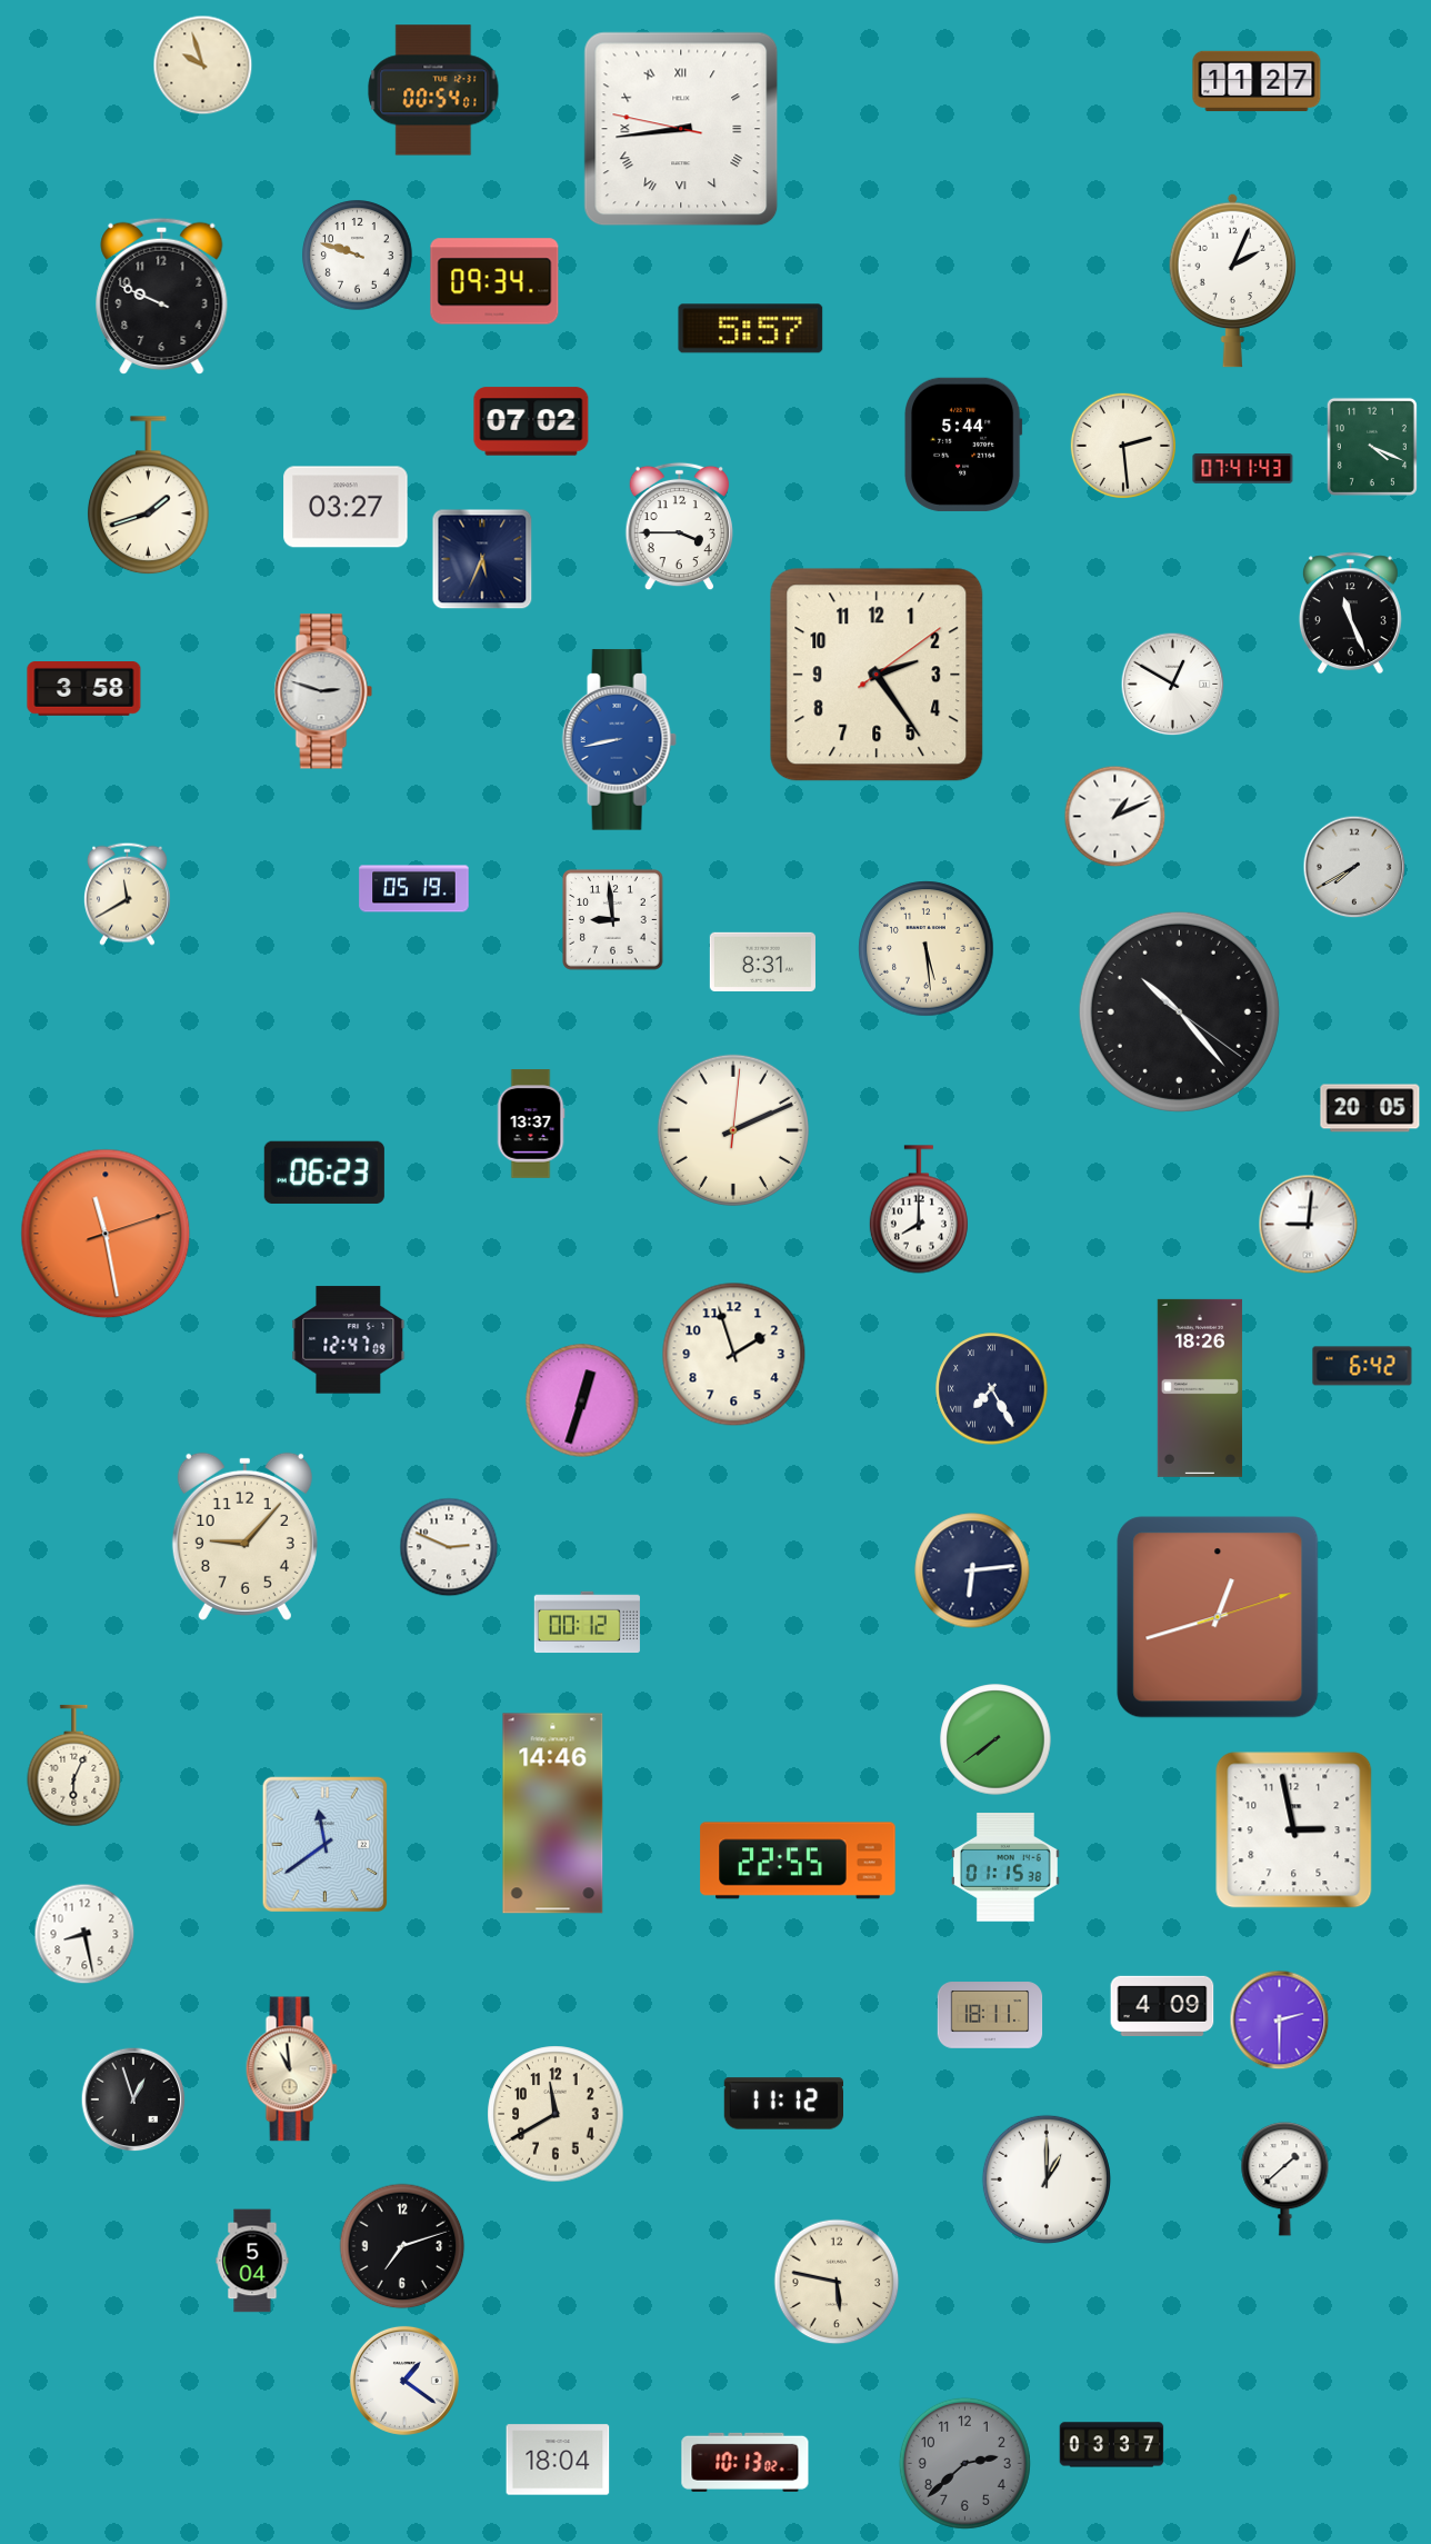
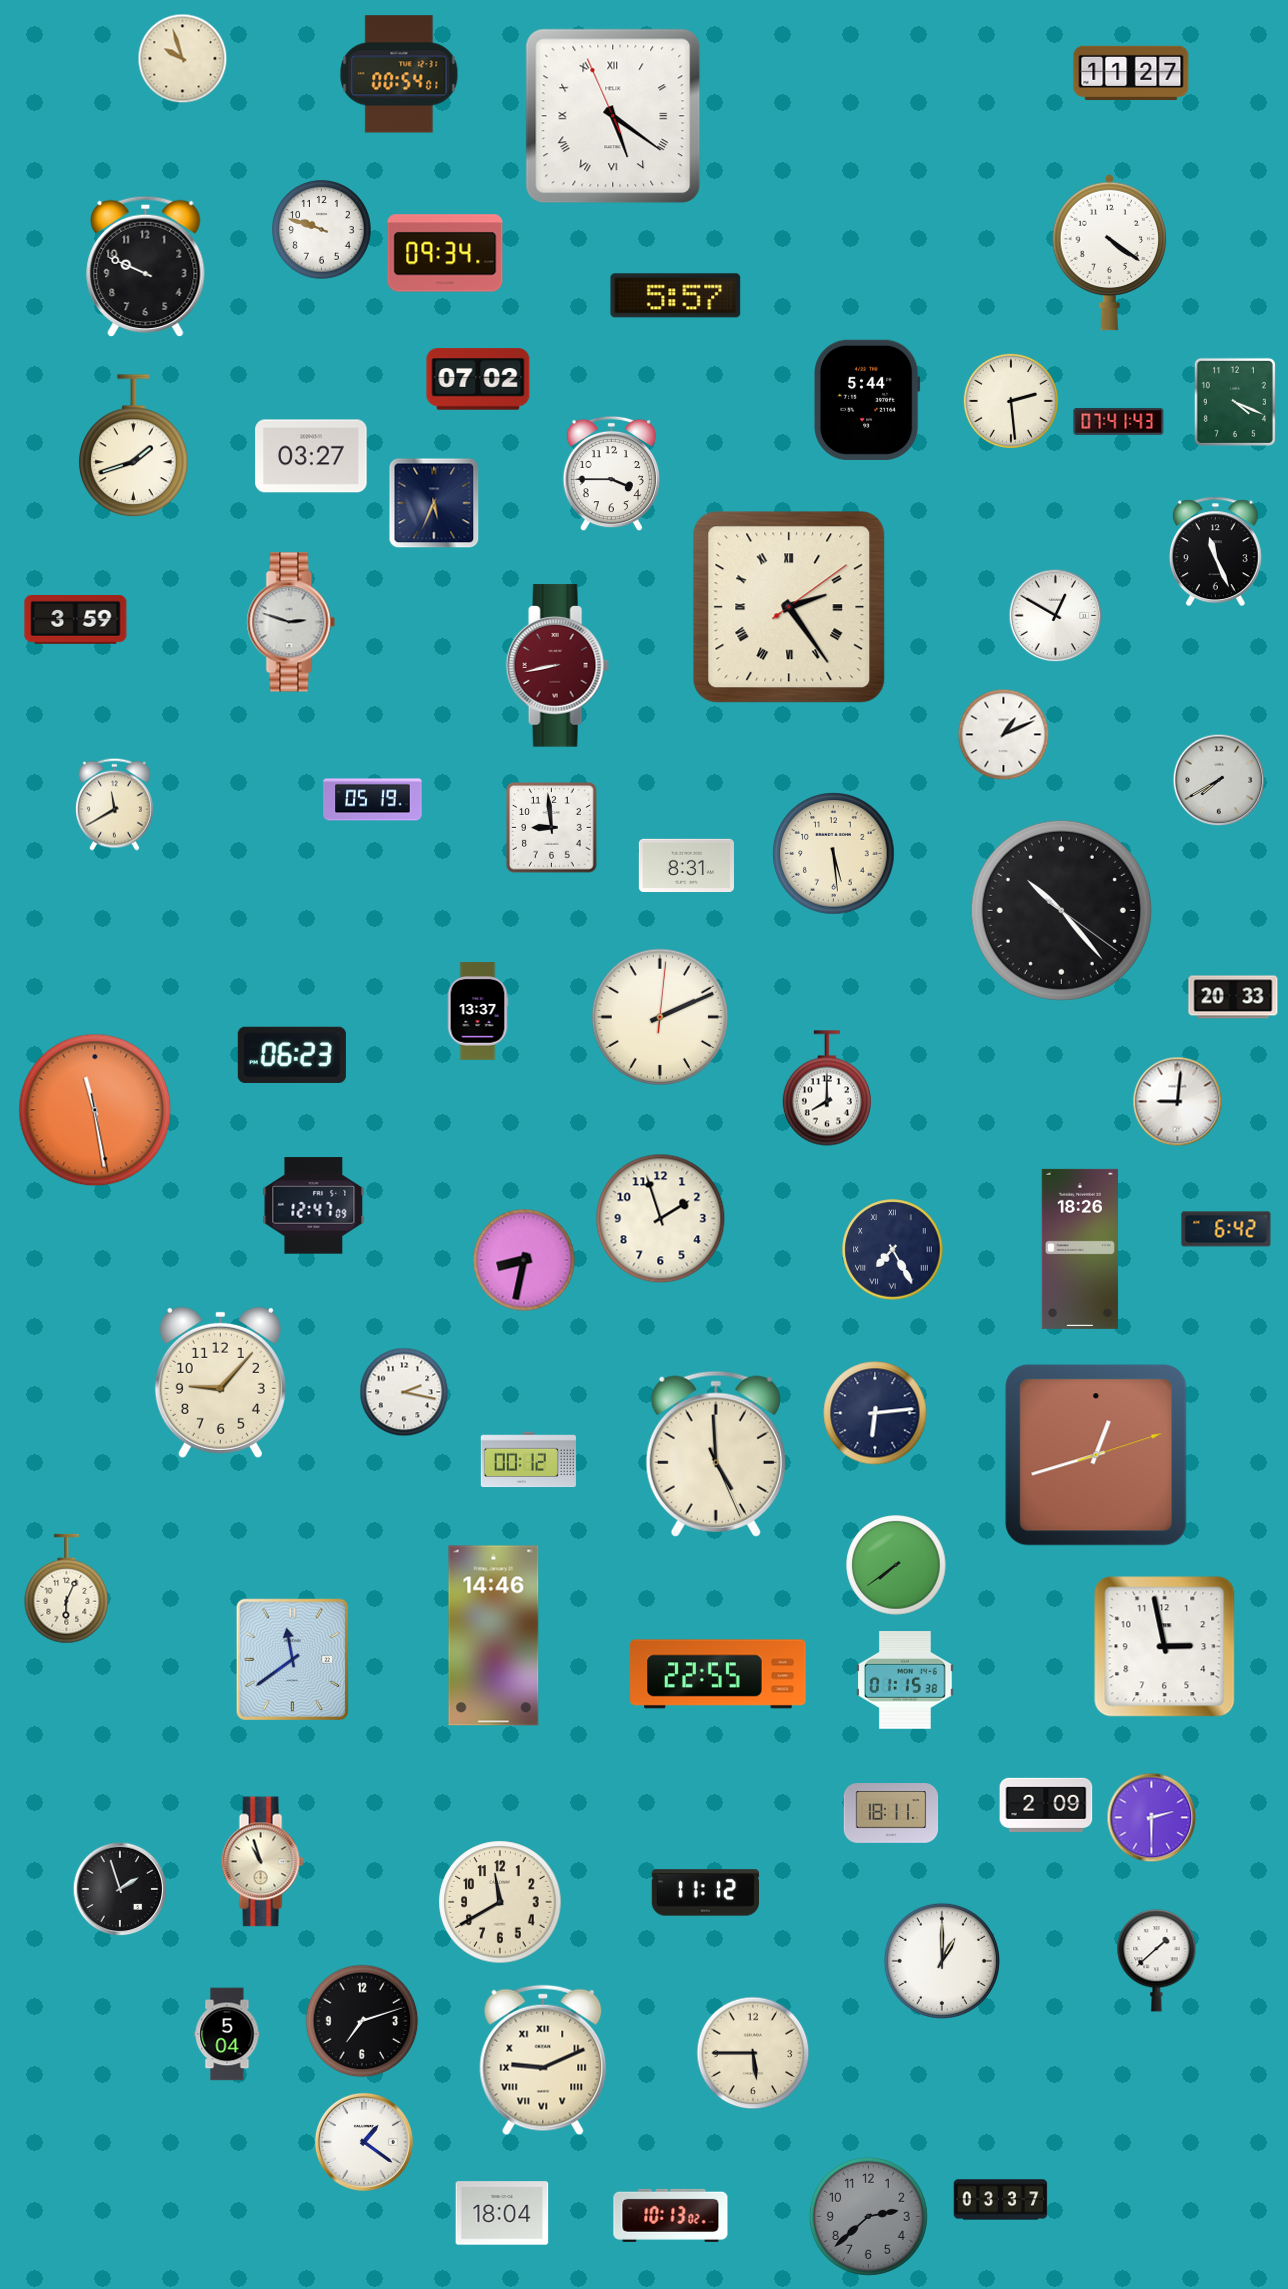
clock at (433, 90) position: (433, 90) -> (399, 74)
clock at (681, 129): 8:43 -> 5:20
clock at (1233, 280): 2:04 -> 4:21
clock at (877, 675) numerals: Arabic -> Roman
clock at (84, 689): 3:58 -> 3:59
clock at (619, 740) dial: blue -> burgundy
clock at (1370, 1108): 20:05 -> 20:33
clock at (106, 1234): 11:28:12 -> 11:28:28
clock at (582, 1400): 12:33 -> 8:32
clock at (449, 1547): 2:49 -> 2:17
clock at (716, 1454): none -> 4:59
clock at (553, 1814) position: (553, 1814) -> (494, 1636)
clock at (84, 1934): 8:28 -> none
clock at (1162, 2005): 4:09 -> 2:09
clock at (291, 2069): 10:59 -> 10:57
clock at (133, 2099): 12:57 -> 1:57
clock at (837, 2282): 5:47 -> 5:45
clock at (543, 2060): none -> 9:11
